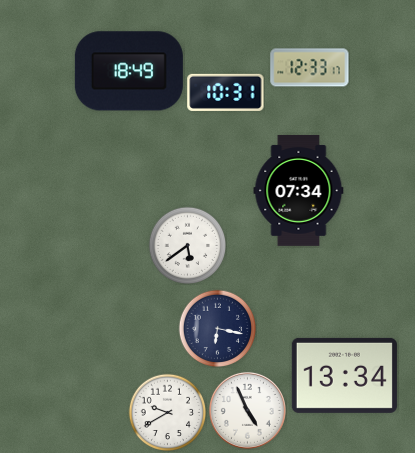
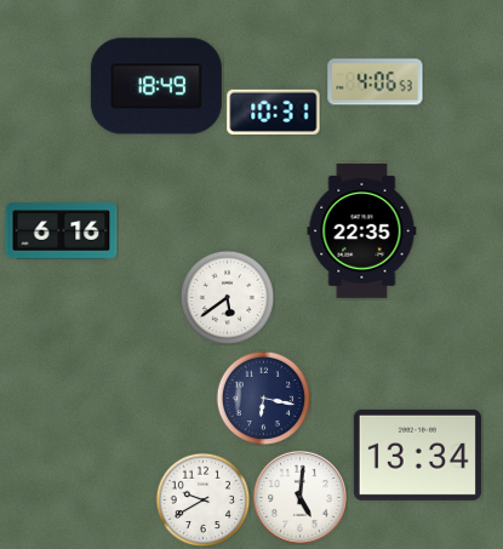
clock at (310, 68): 12:33 -> 4:06
clock at (299, 190): 07:34 -> 22:35
clock at (62, 231): none -> 6:16
clock at (247, 410): 4:56 -> 5:01
